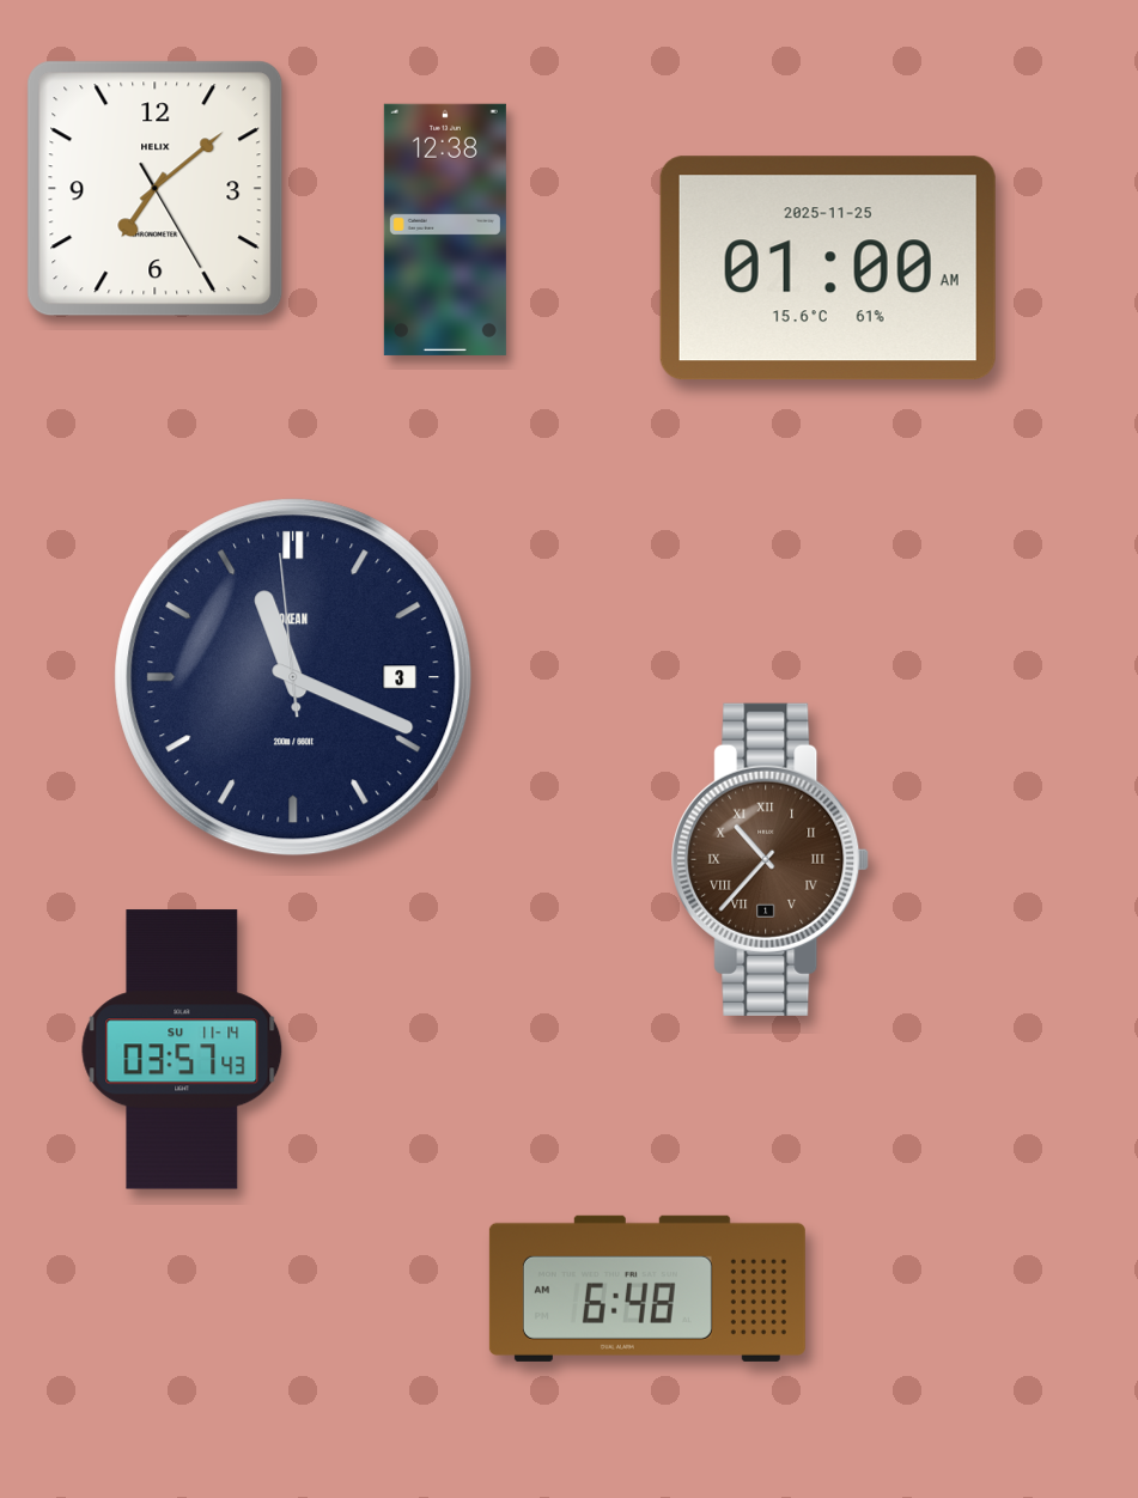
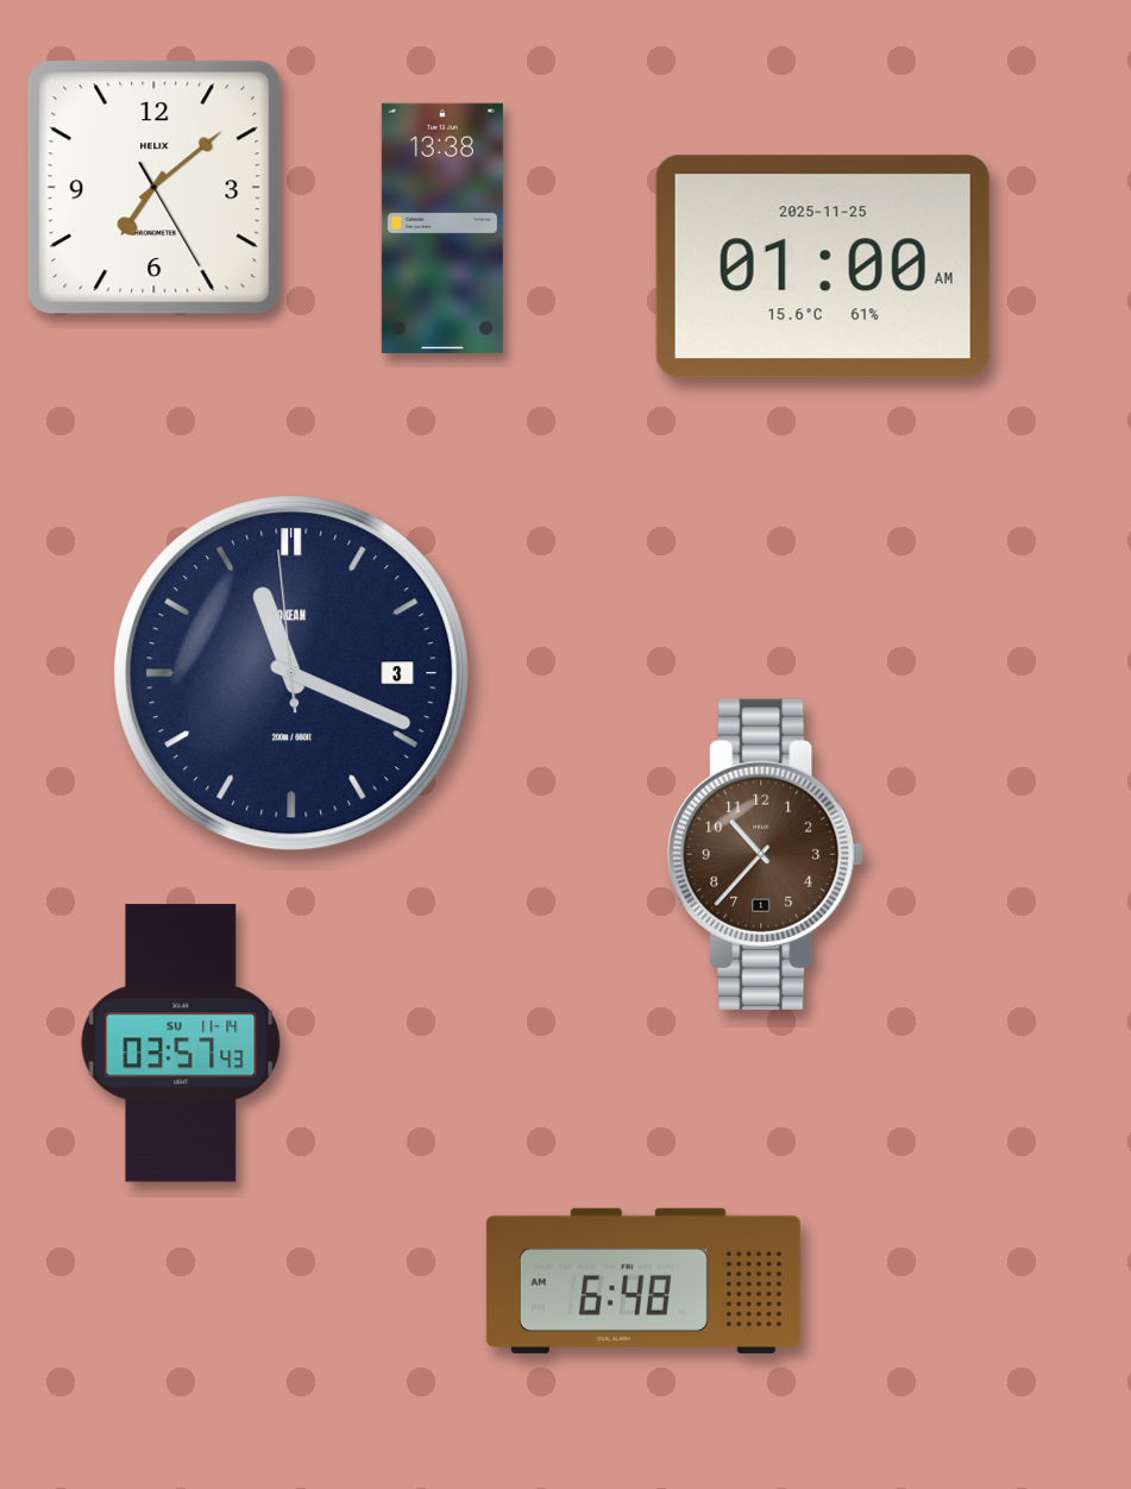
clock at (445, 230): 12:38 -> 13:38
clock at (771, 859) numerals: Roman -> Arabic
